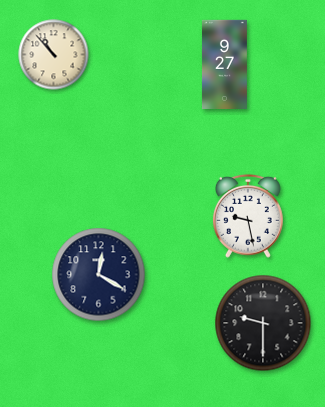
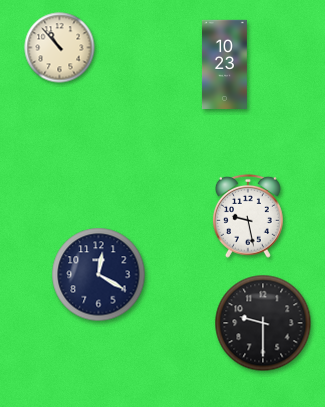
clock at (54, 55) position: (54, 55) -> (60, 48)
clock at (225, 64): 9:27 -> 10:23
